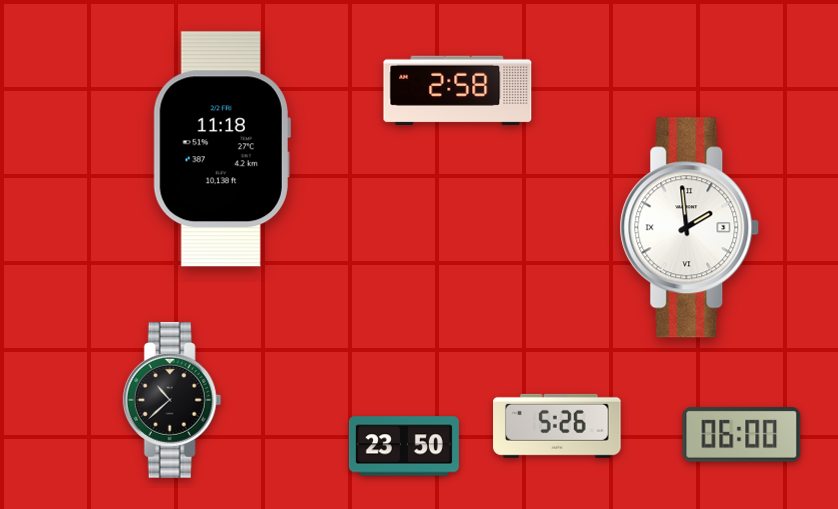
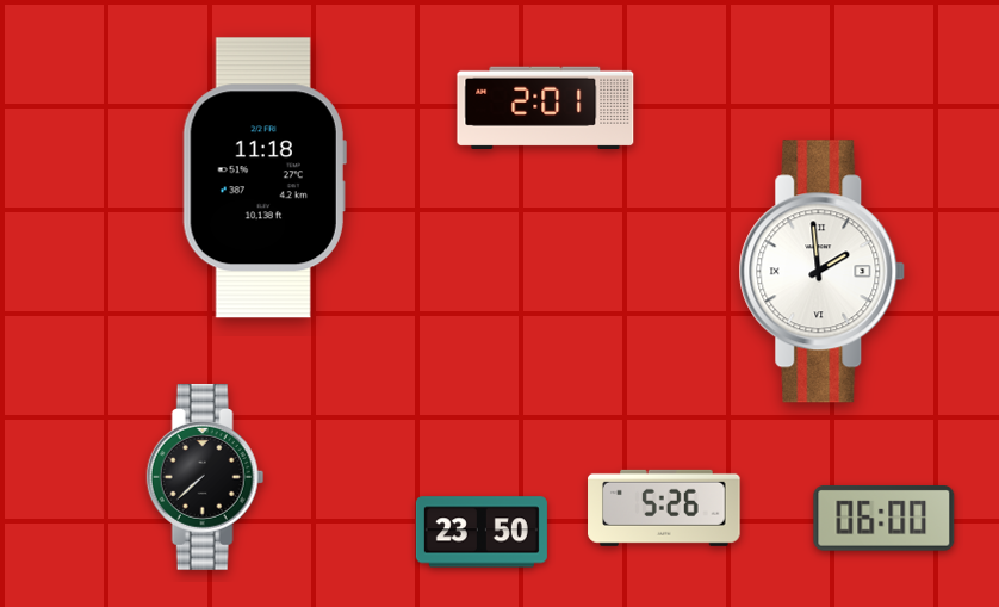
clock at (458, 90): 2:58 -> 2:01
clock at (172, 400): 10:38 -> 7:38
